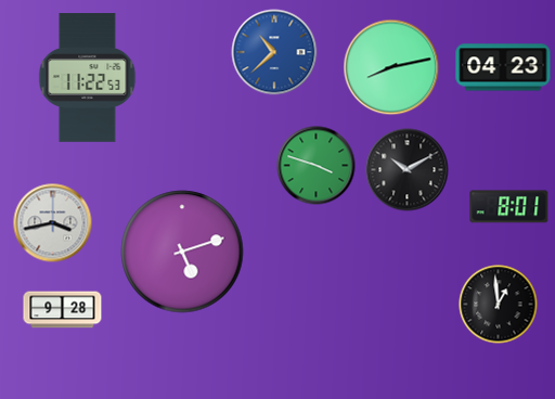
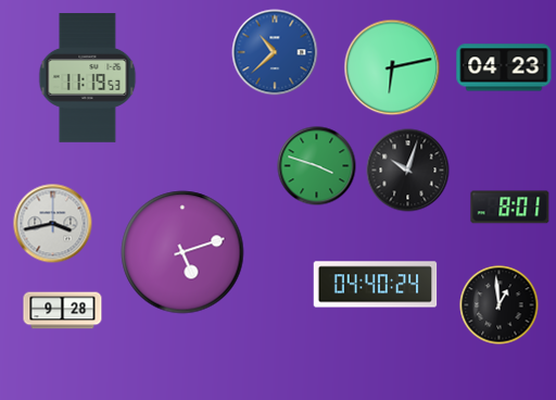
clock at (391, 67): 8:13 -> 6:13
clock at (88, 78): 11:22 -> 11:19
clock at (408, 170): 10:10 -> 10:03
clock at (376, 285): none -> 04:40
